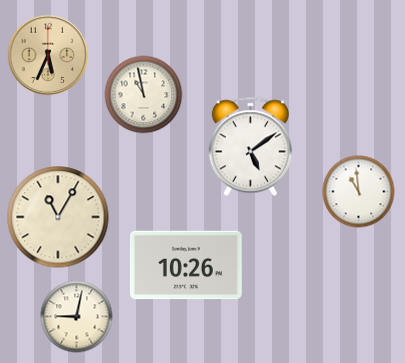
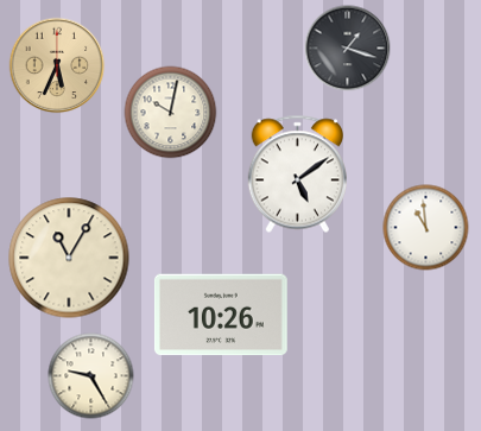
clock at (348, 49): none -> 1:18
clock at (144, 95): 10:58 -> 10:02
clock at (77, 317): 9:02 -> 9:25
